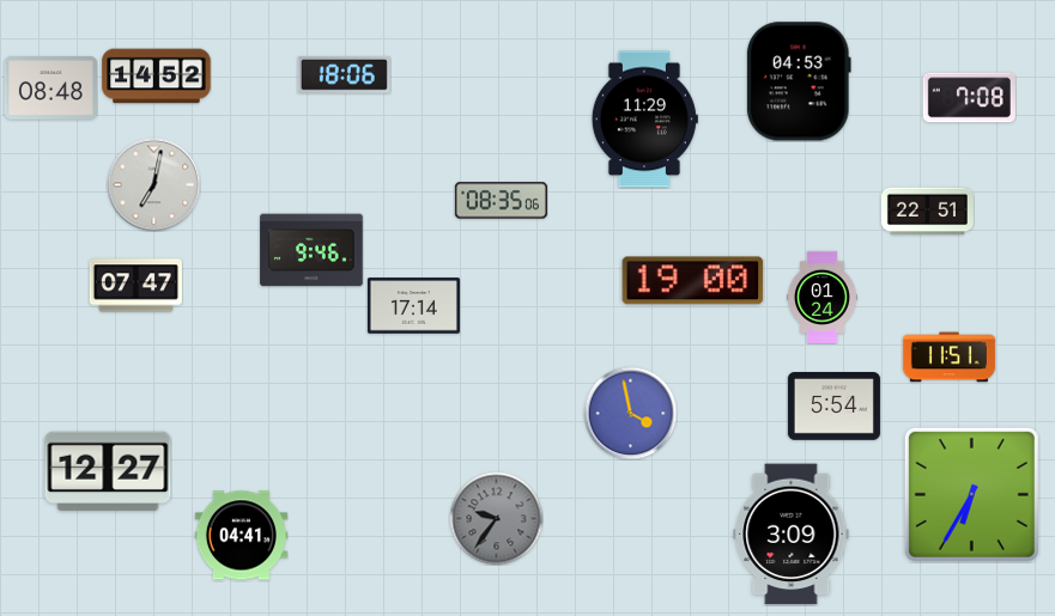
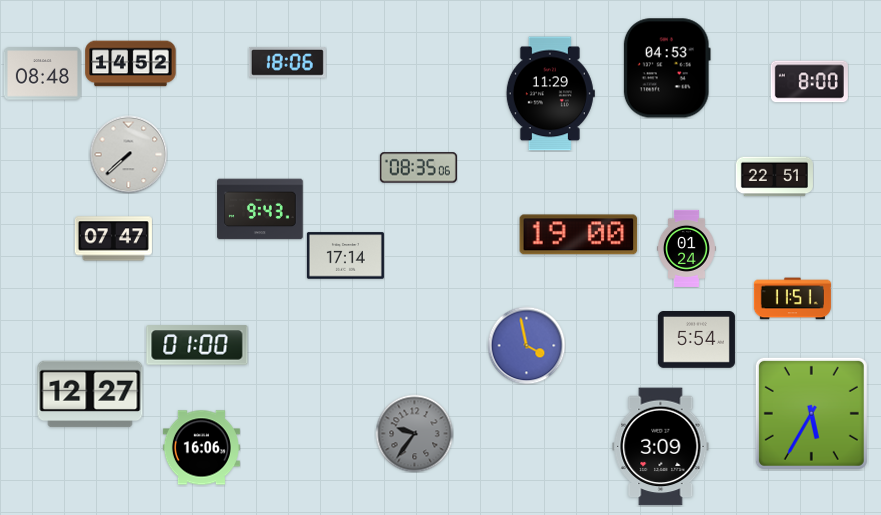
clock at (969, 98): 7:08 -> 8:00
clock at (644, 120) position: (644, 120) -> (550, 94)
clock at (153, 184): 7:02 -> 7:38
clock at (311, 250): 9:46 -> 9:43
clock at (197, 345): none -> 01:00
clock at (971, 494): 6:35 -> 5:35
clock at (241, 536): 04:41 -> 16:06
